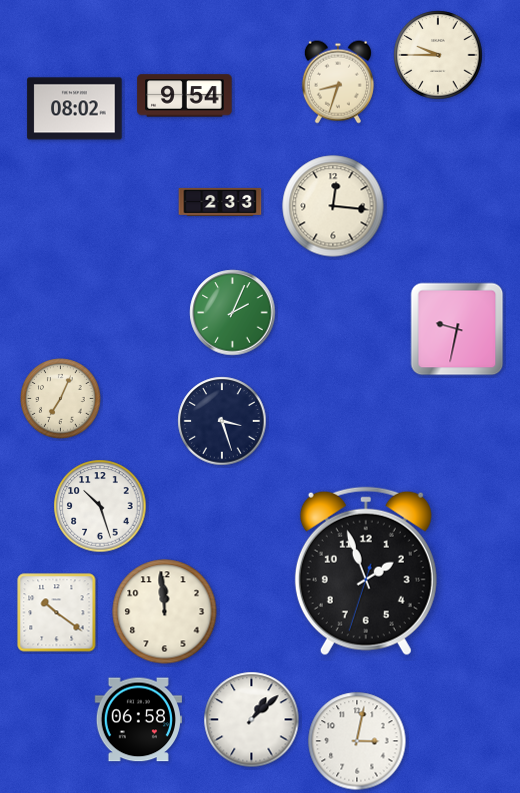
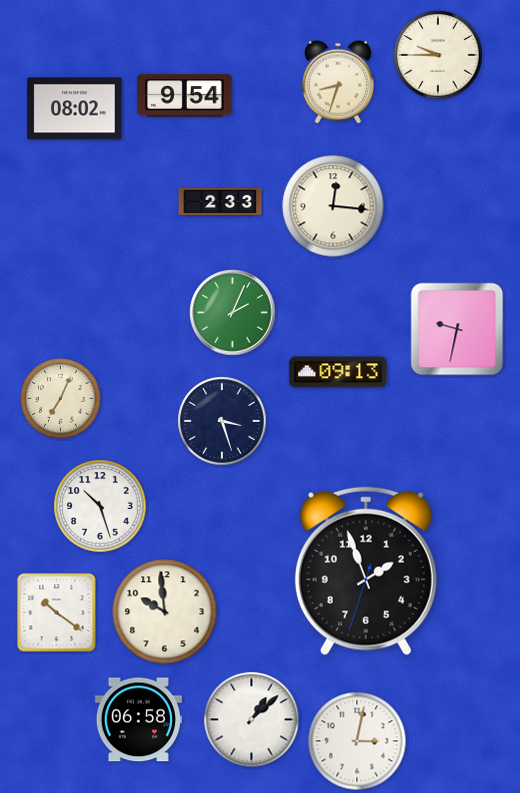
clock at (338, 372): none -> 09:13
clock at (165, 612): 11:59 -> 9:59
